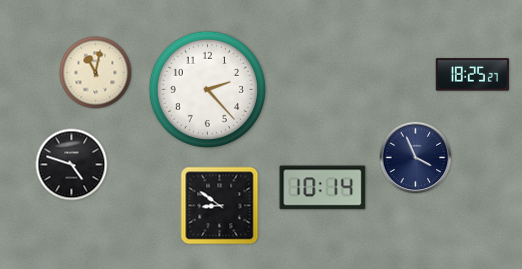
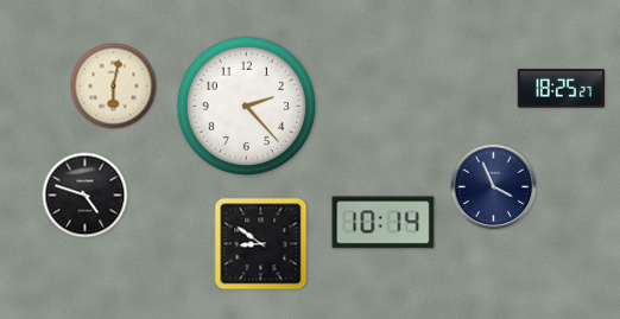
clock at (96, 73): 11:02 -> 6:02
